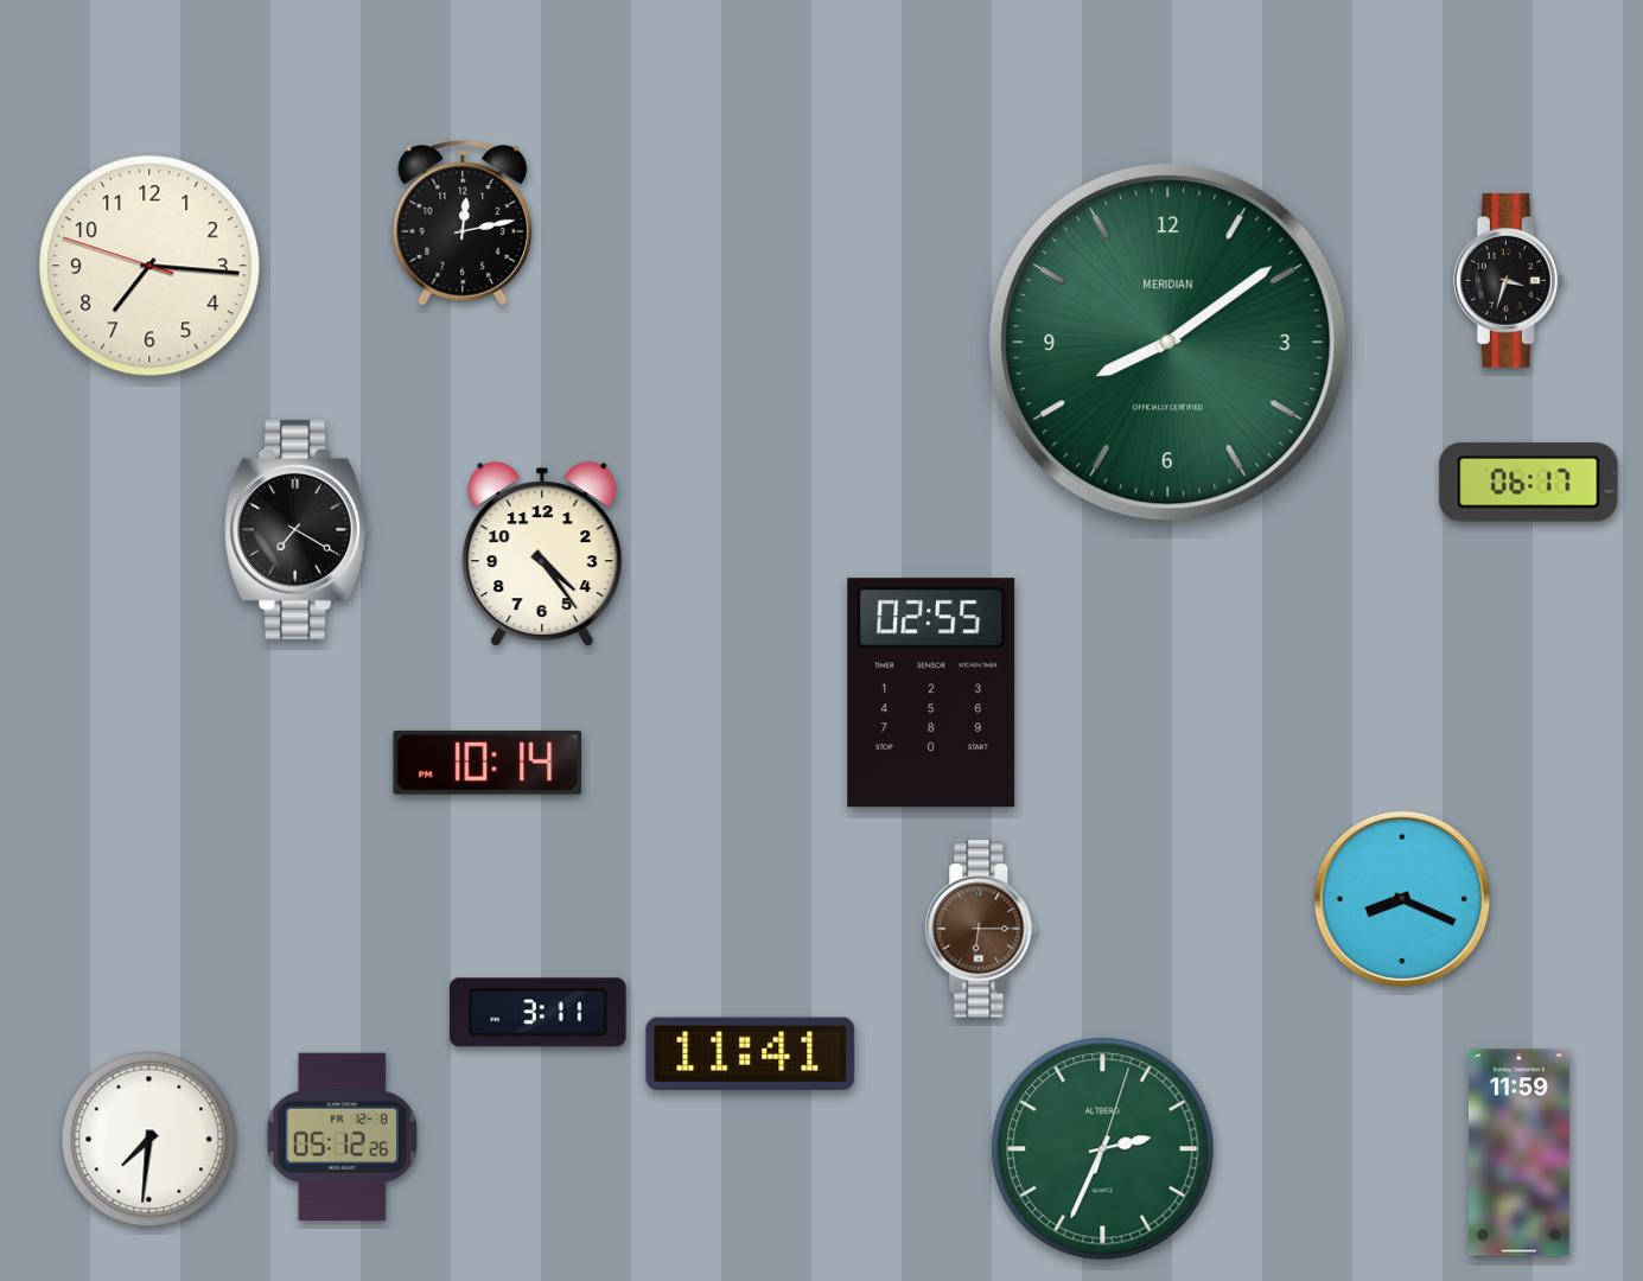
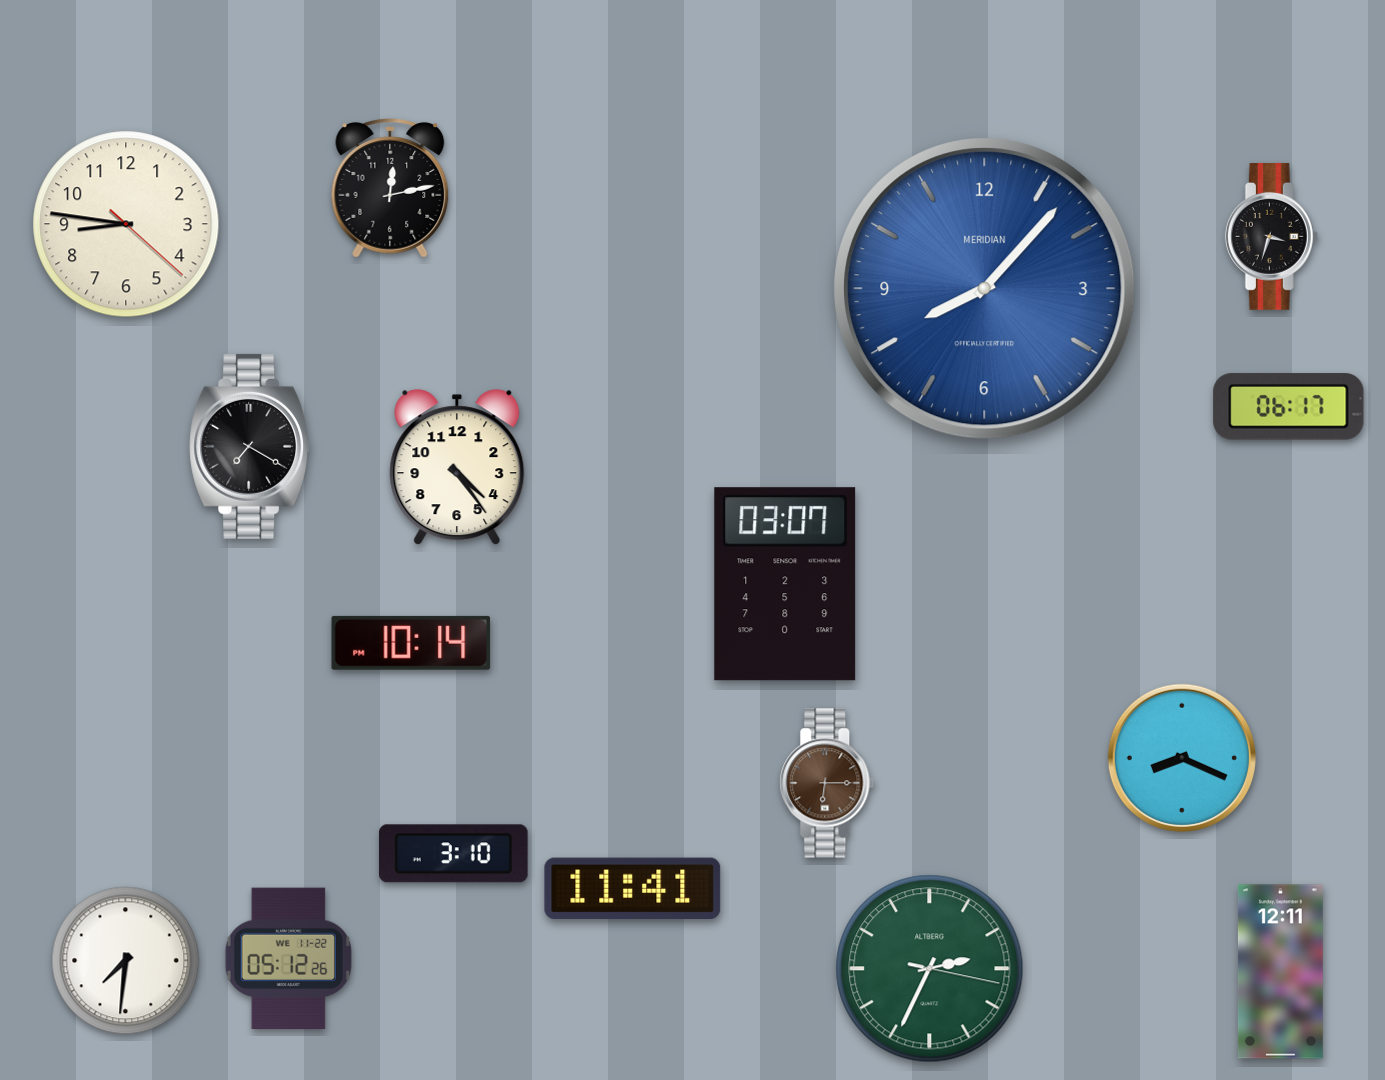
clock at (149, 266): 7:15 -> 8:46
clock at (1168, 343): 8:09 -> 8:07
clock at (1168, 343) dial: green -> blue
clock at (931, 693): 02:55 -> 03:07
clock at (539, 1013): 3:11 -> 3:10
clock at (342, 1136) date: FR 12-8 -> WE 11-22
clock at (1103, 1149): 2:34:03 -> 2:34:17
clock at (1518, 1153): 11:59 -> 12:11
